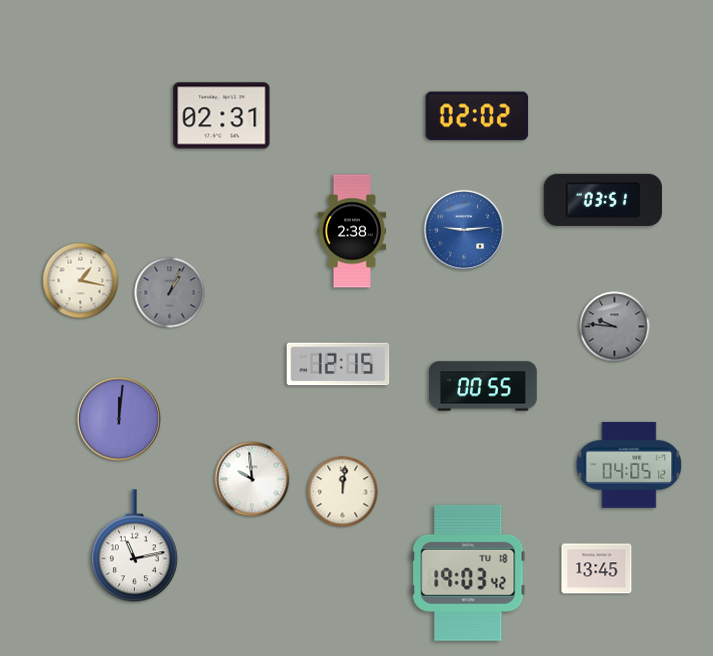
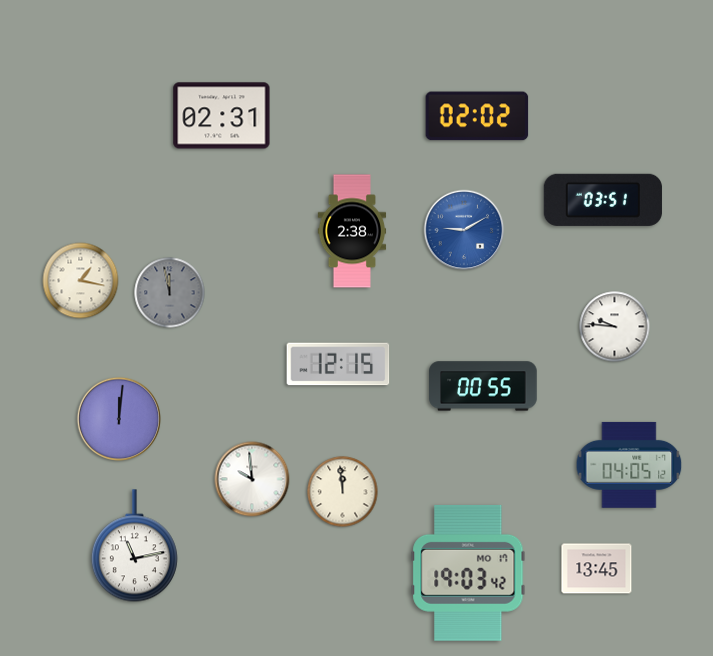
clock at (464, 230): 9:14 -> 9:10
clock at (170, 293): 1:04 -> 11:58
clock at (615, 327) dial: grey -> white
clock at (343, 492): 12:01 -> 11:59
clock at (468, 573) date: TU 18 -> MO 17
